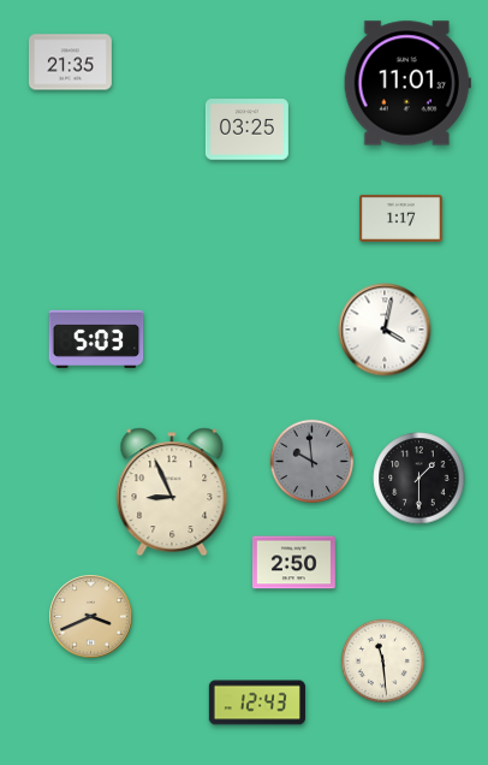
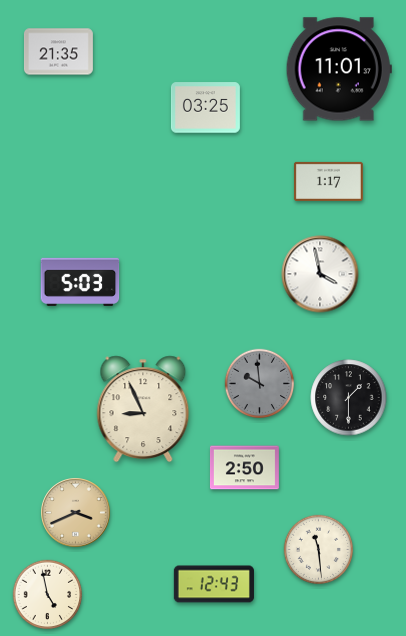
clock at (400, 218) position: (400, 218) -> (328, 181)
clock at (385, 330): 4:02 -> 3:58
clock at (48, 595): none -> 4:58
